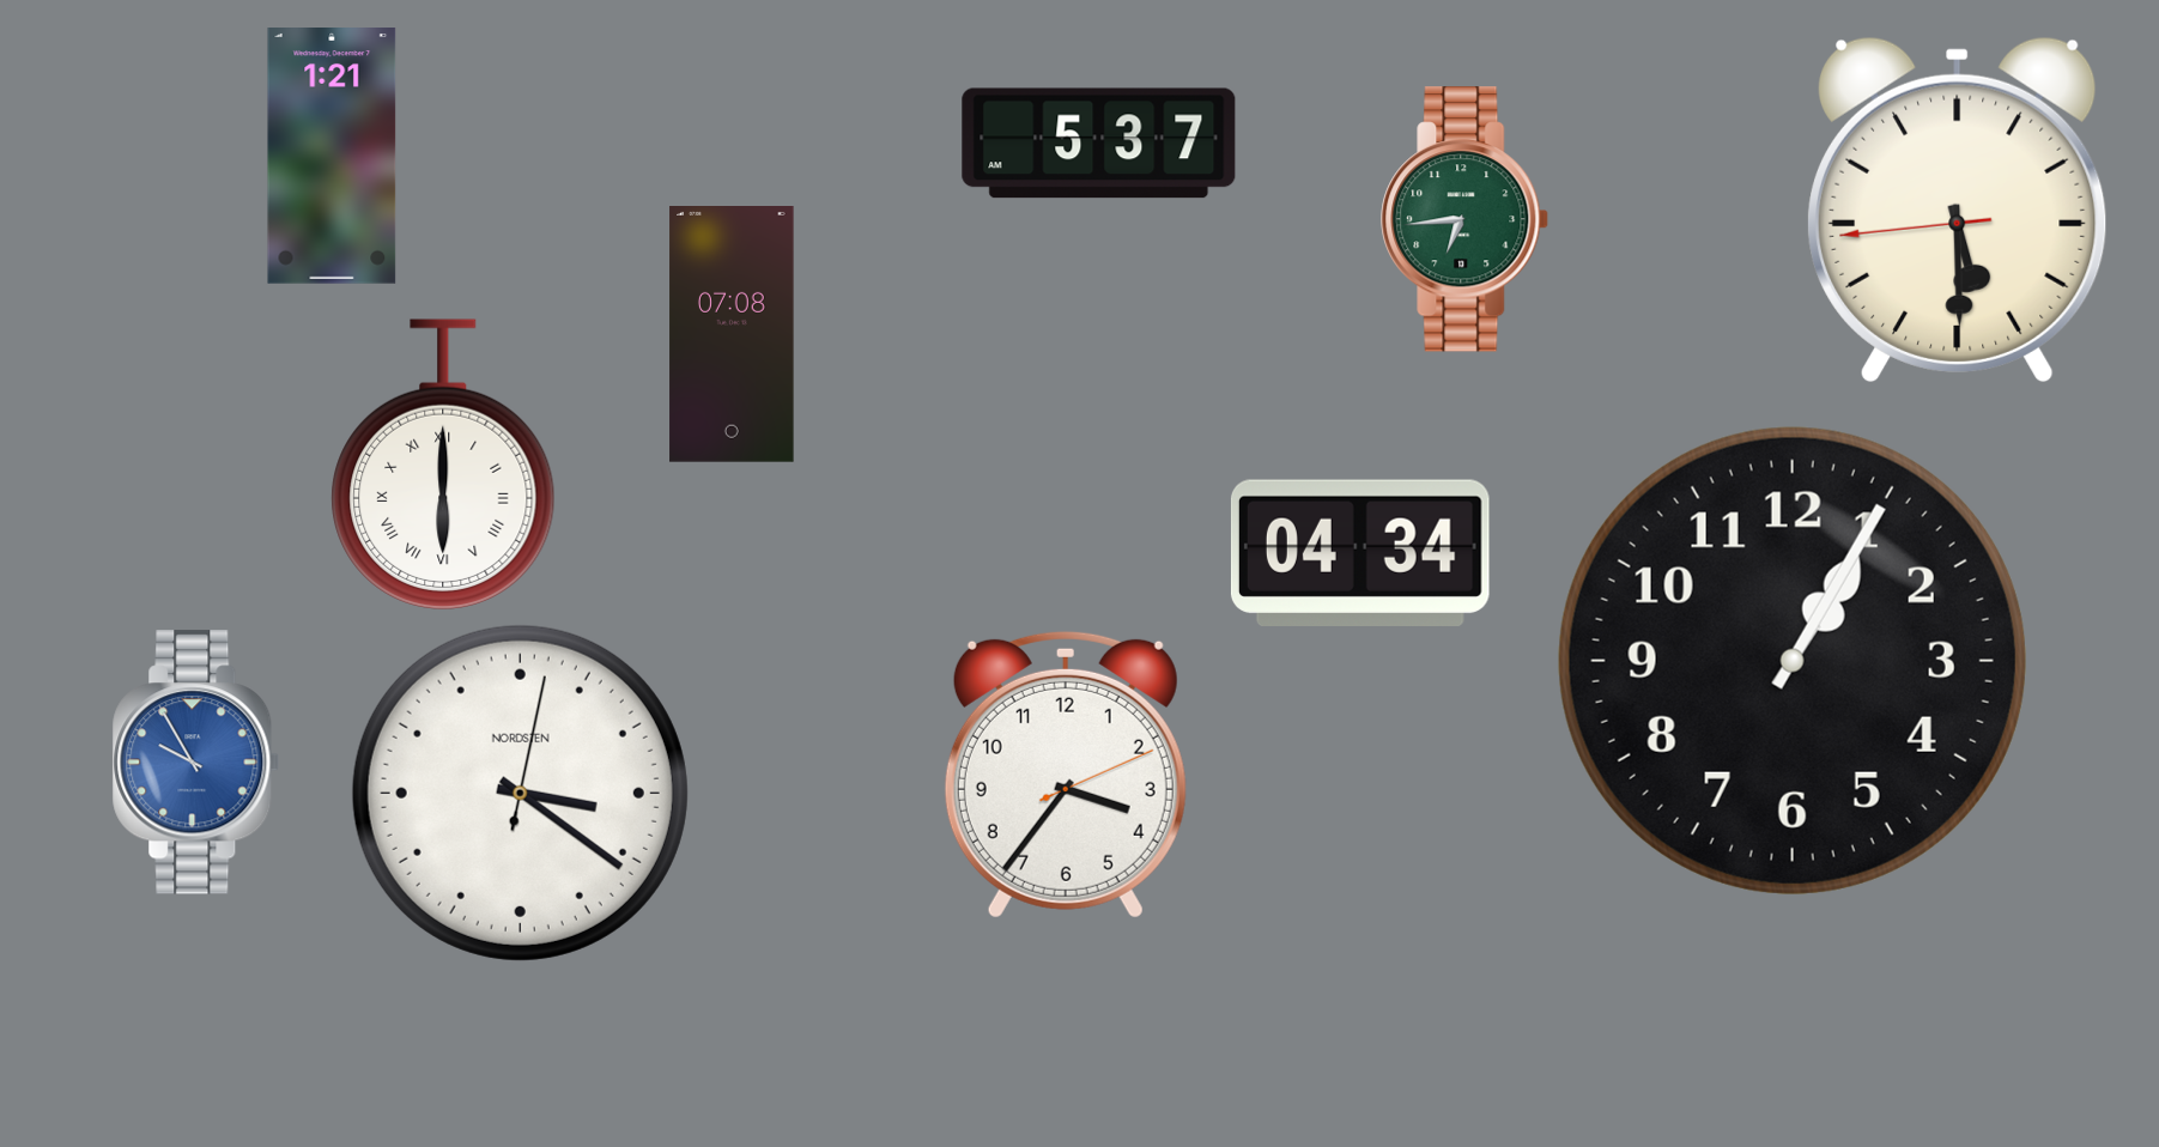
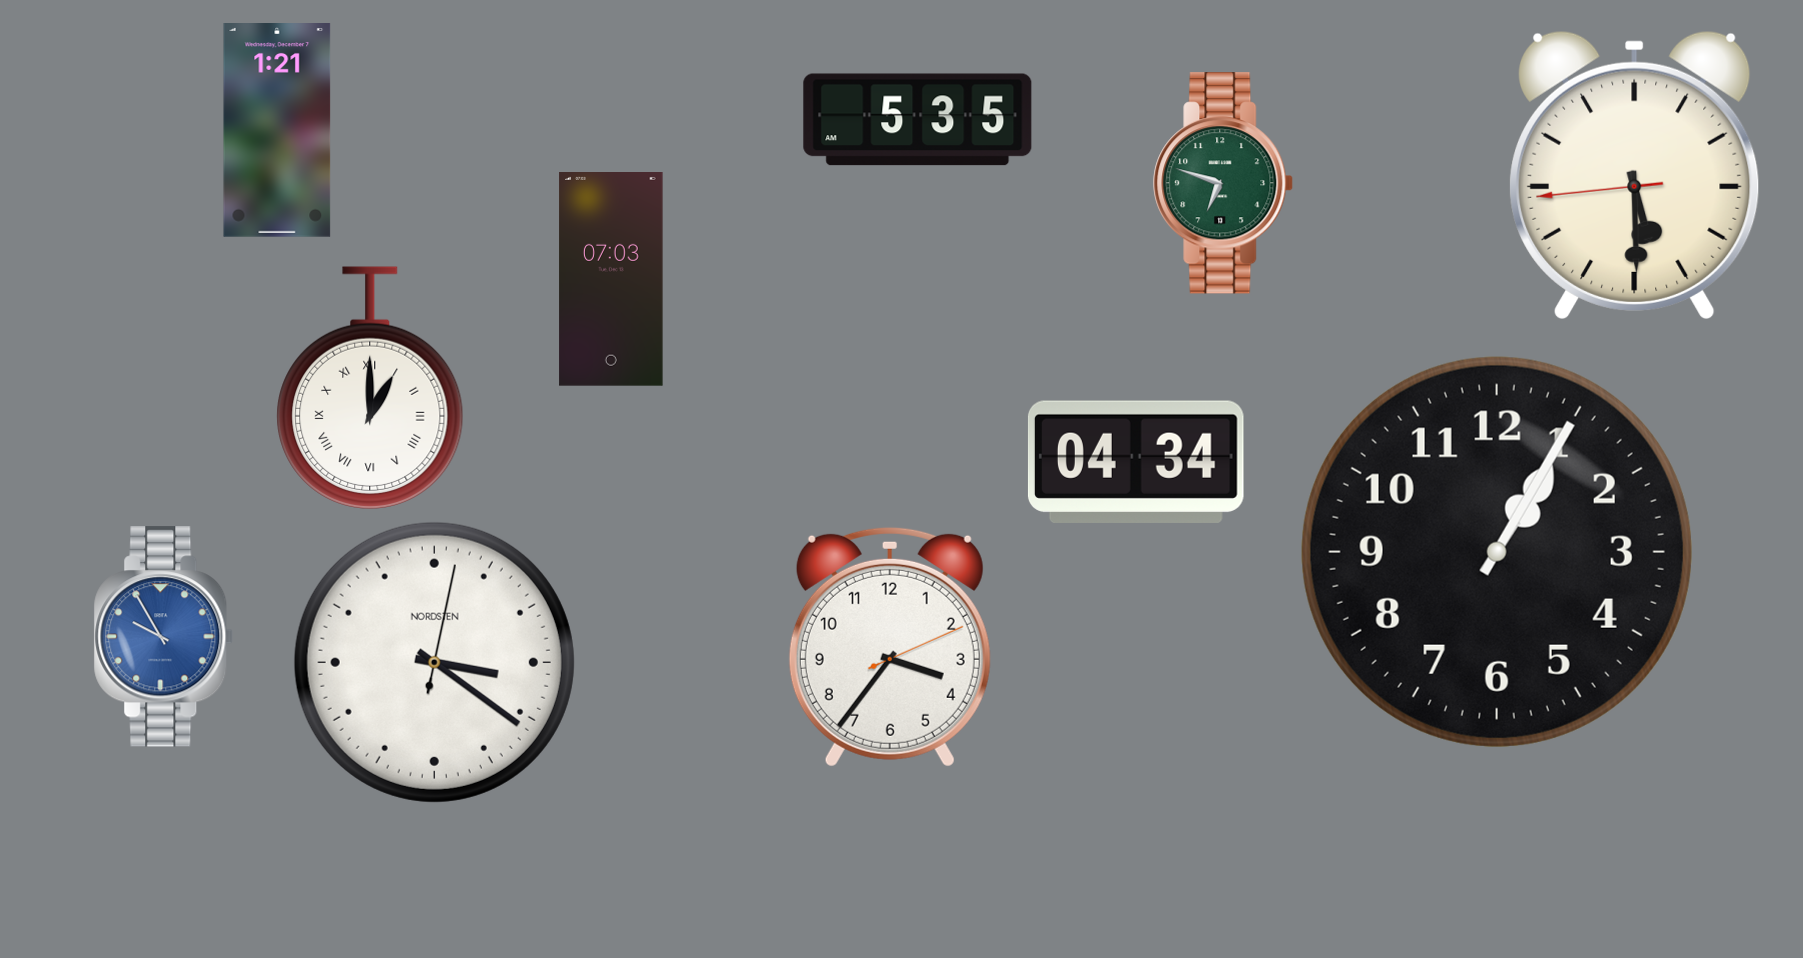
clock at (1099, 144): 5:37 -> 5:35
clock at (1466, 219): 6:44 -> 6:48
clock at (732, 335): 07:08 -> 07:03
clock at (443, 463): 6:00 -> 1:00
